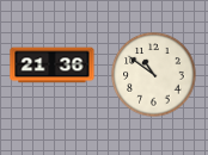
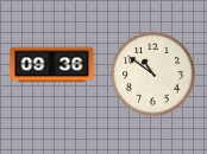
clock at (53, 66): 21:36 -> 09:36
